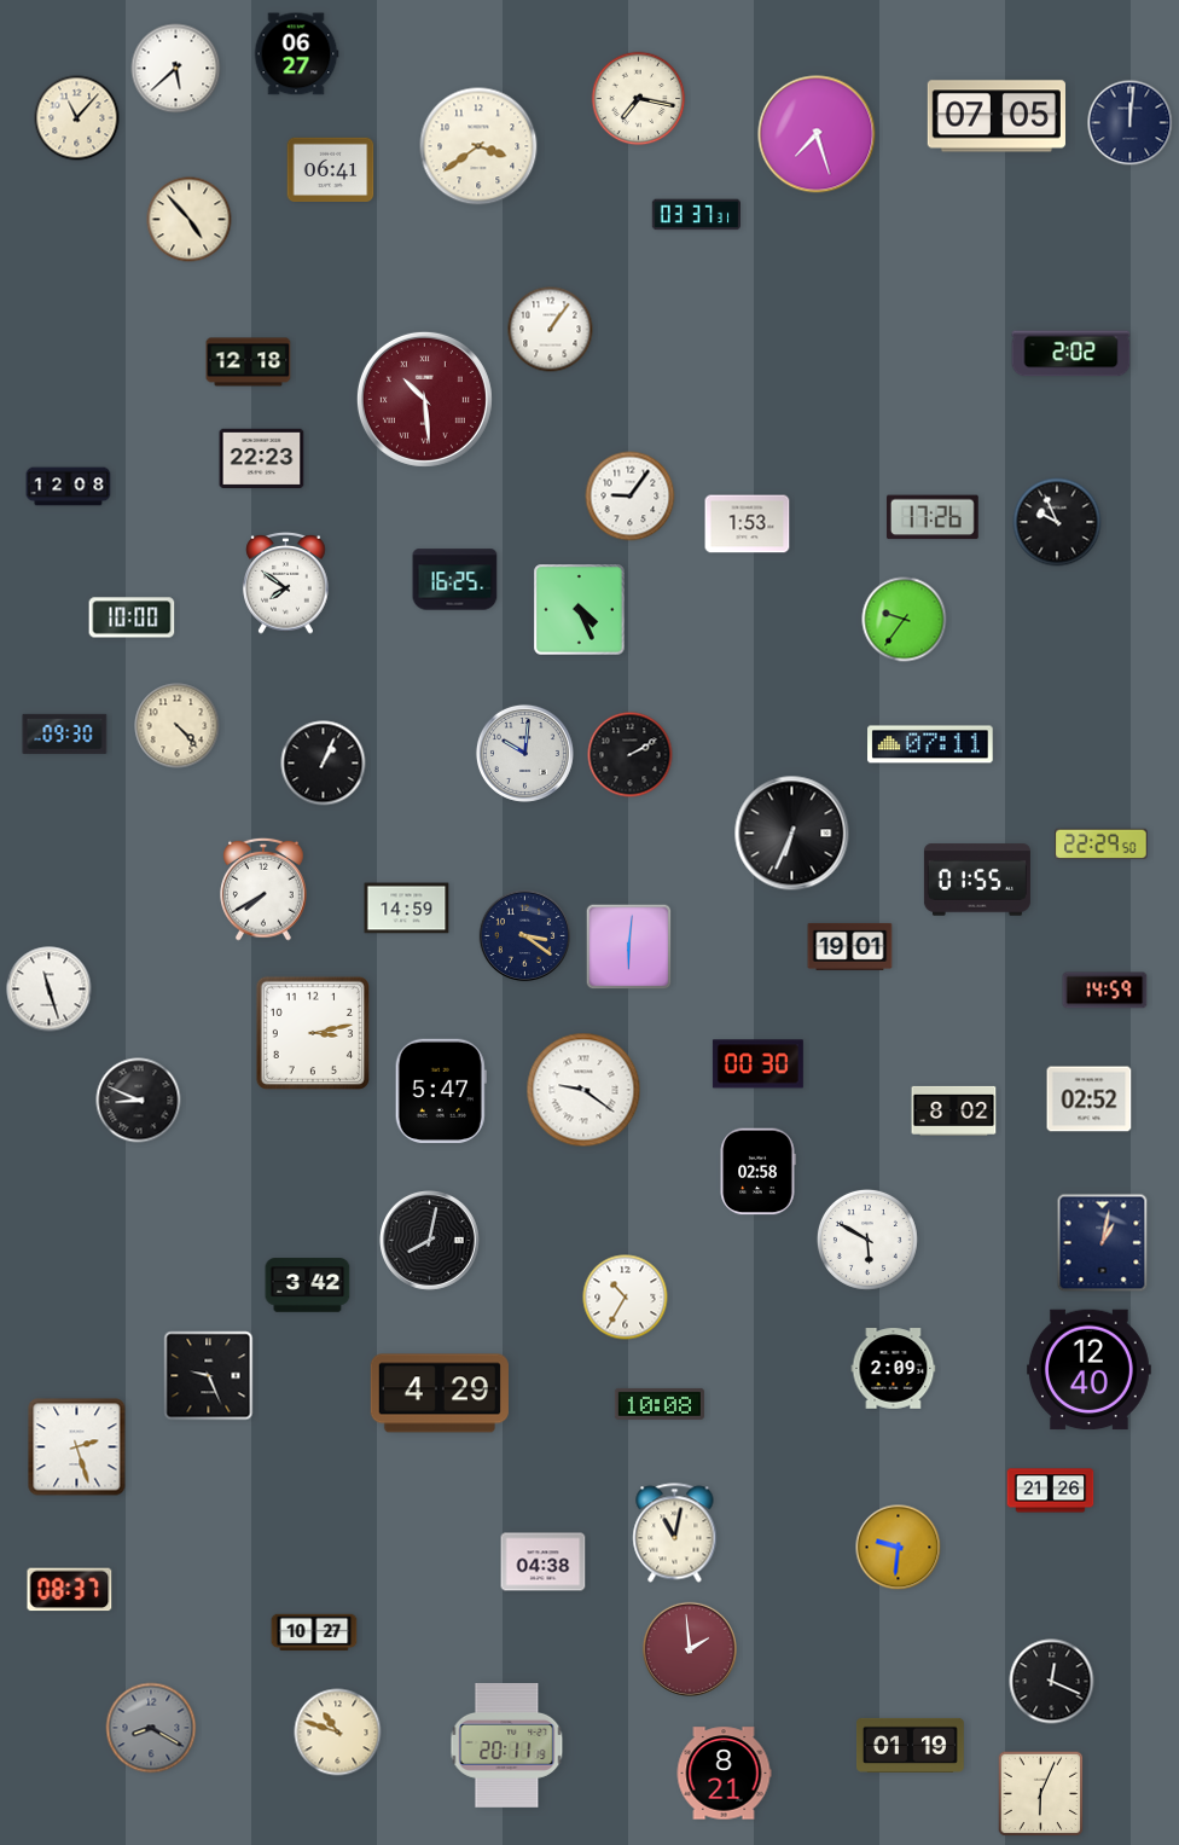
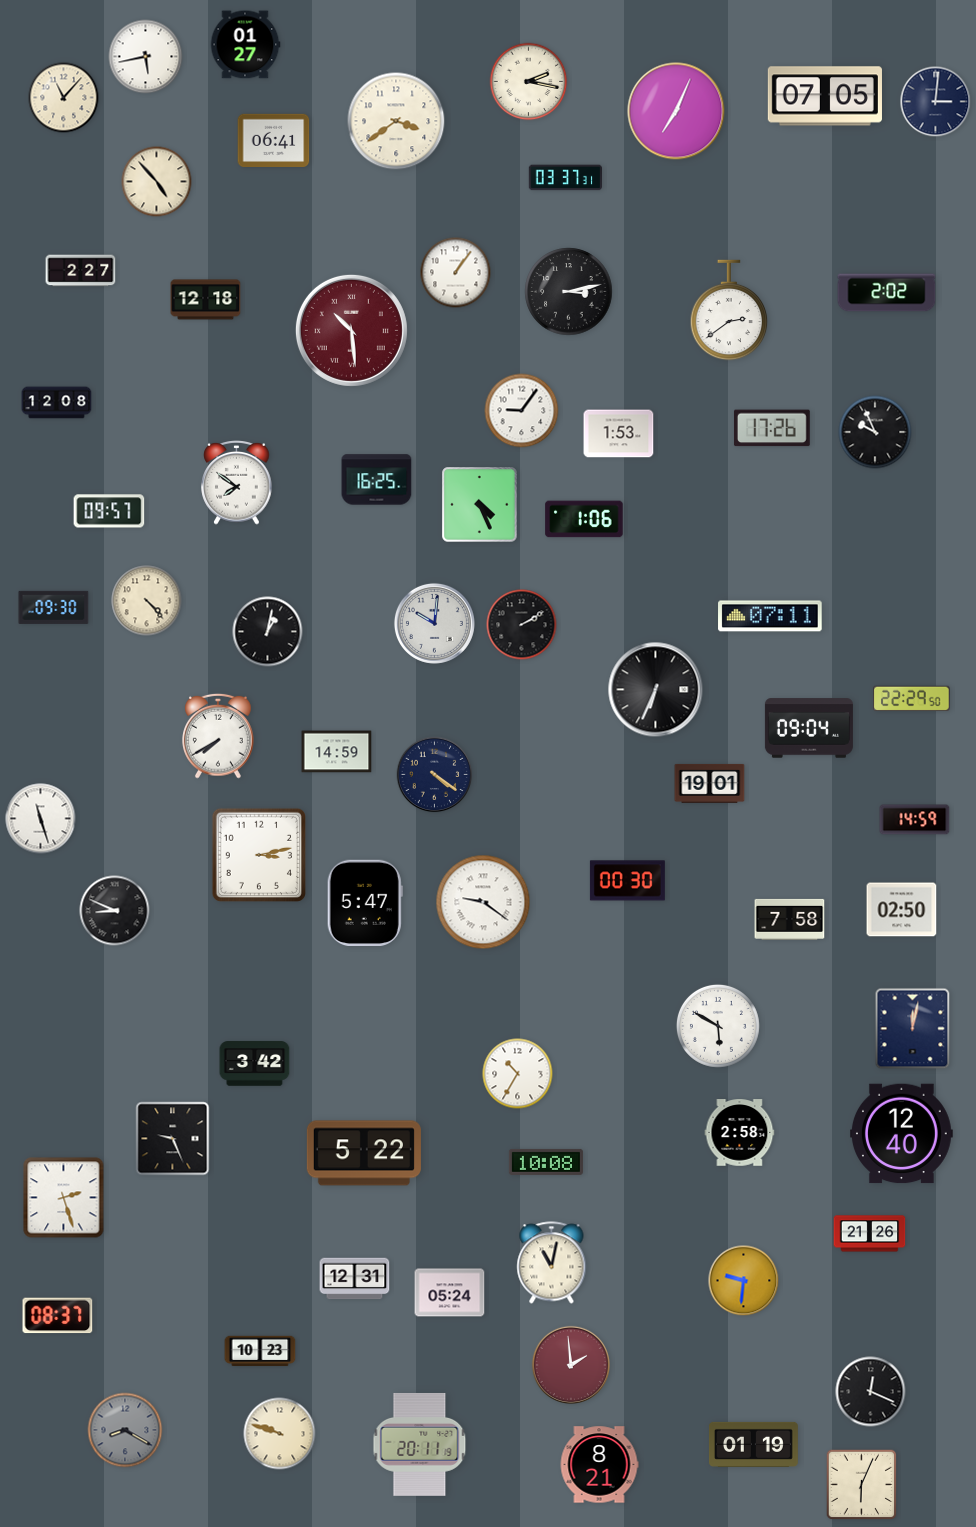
clock at (296, 54): 06:27 -> 01:27
clock at (176, 69): 5:38 -> 5:43
clock at (639, 99): 7:17 -> 2:17
clock at (1131, 123): 12:01 -> 3:01
clock at (817, 134): 7:27 -> 7:04
clock at (696, 215) position: (696, 215) -> (565, 178)
clock at (81, 271): none -> 2:27
clock at (569, 292): none -> 3:13
clock at (729, 310): none -> 2:39
clock at (262, 458): 22:23 -> none
clock at (132, 617): 10:00 -> 09:57
clock at (905, 620): 9:36 -> none
clock at (584, 519): none -> 1:06
clock at (324, 764): 1:04 -> 1:02
clock at (977, 880): 01:55 -> 09:04
clock at (525, 936): 3:21 -> 4:21
clock at (850, 946) position: (850, 946) -> (710, 783)
clock at (629, 947): 6:01 -> none
clock at (1090, 1100): 02:52 -> 02:50
clock at (954, 1110): 8:02 -> 7:58
clock at (757, 1172): 02:58 -> none
clock at (430, 1241): 8:02 -> none
clock at (1103, 1243): 1:02 -> 12:02
clock at (894, 1369): 2:09 -> 2:58
clock at (440, 1393): 4:29 -> 5:22
clock at (675, 1533) position: (675, 1533) -> (552, 1263)
clock at (355, 1279): none -> 12:31
clock at (544, 1562): 04:38 -> 05:24
clock at (314, 1632): 10:27 -> 10:23
clock at (338, 1733): 10:48 -> 9:48
clock at (724, 1774) position: (724, 1774) -> (599, 1465)
